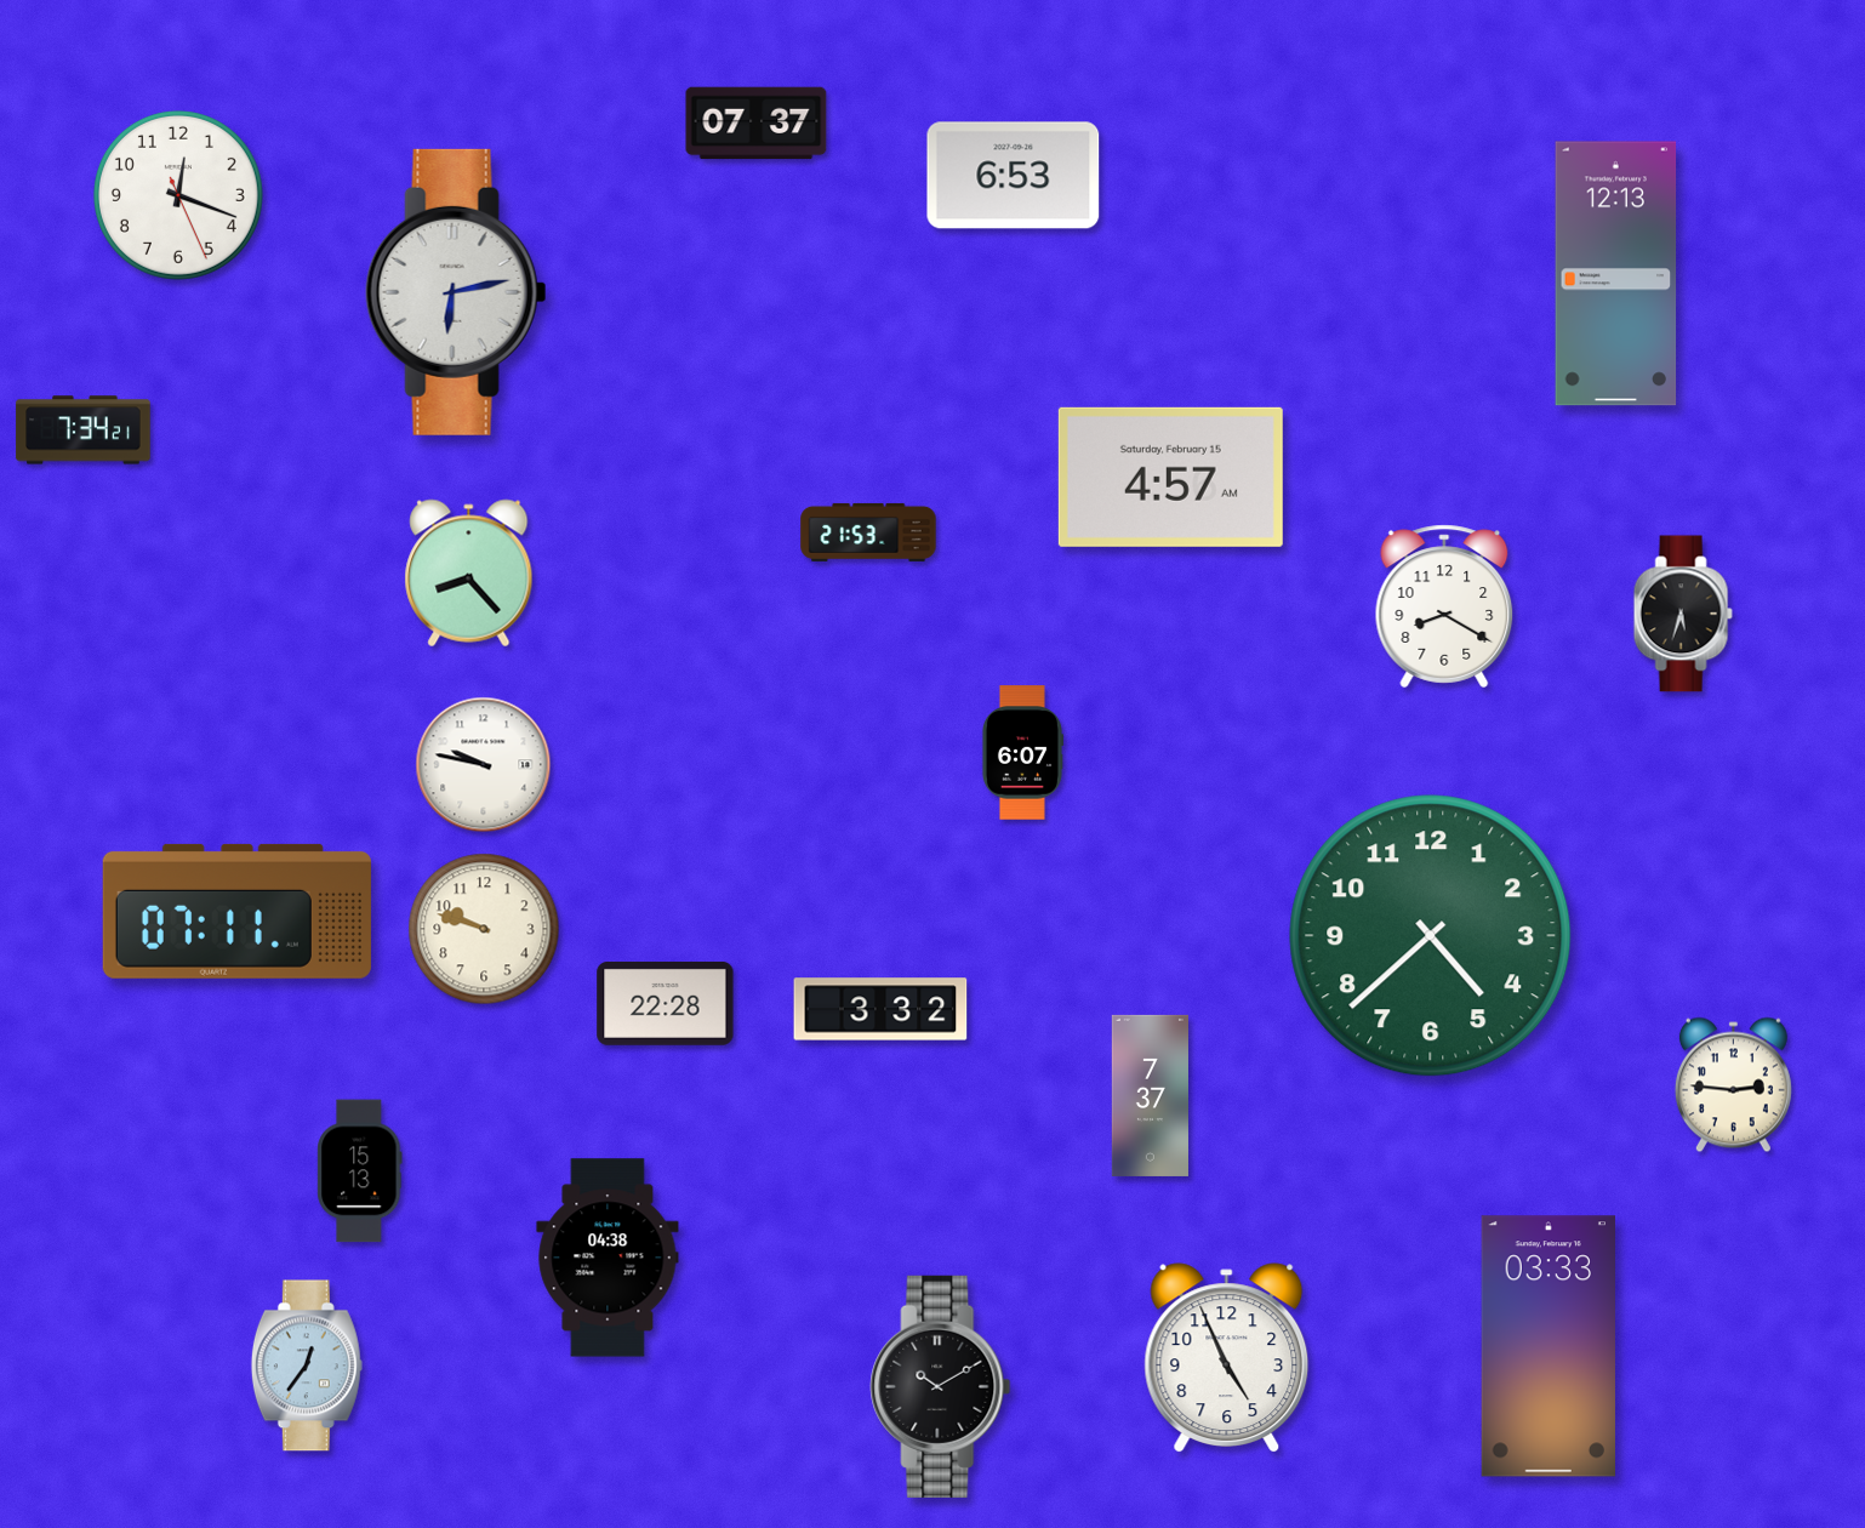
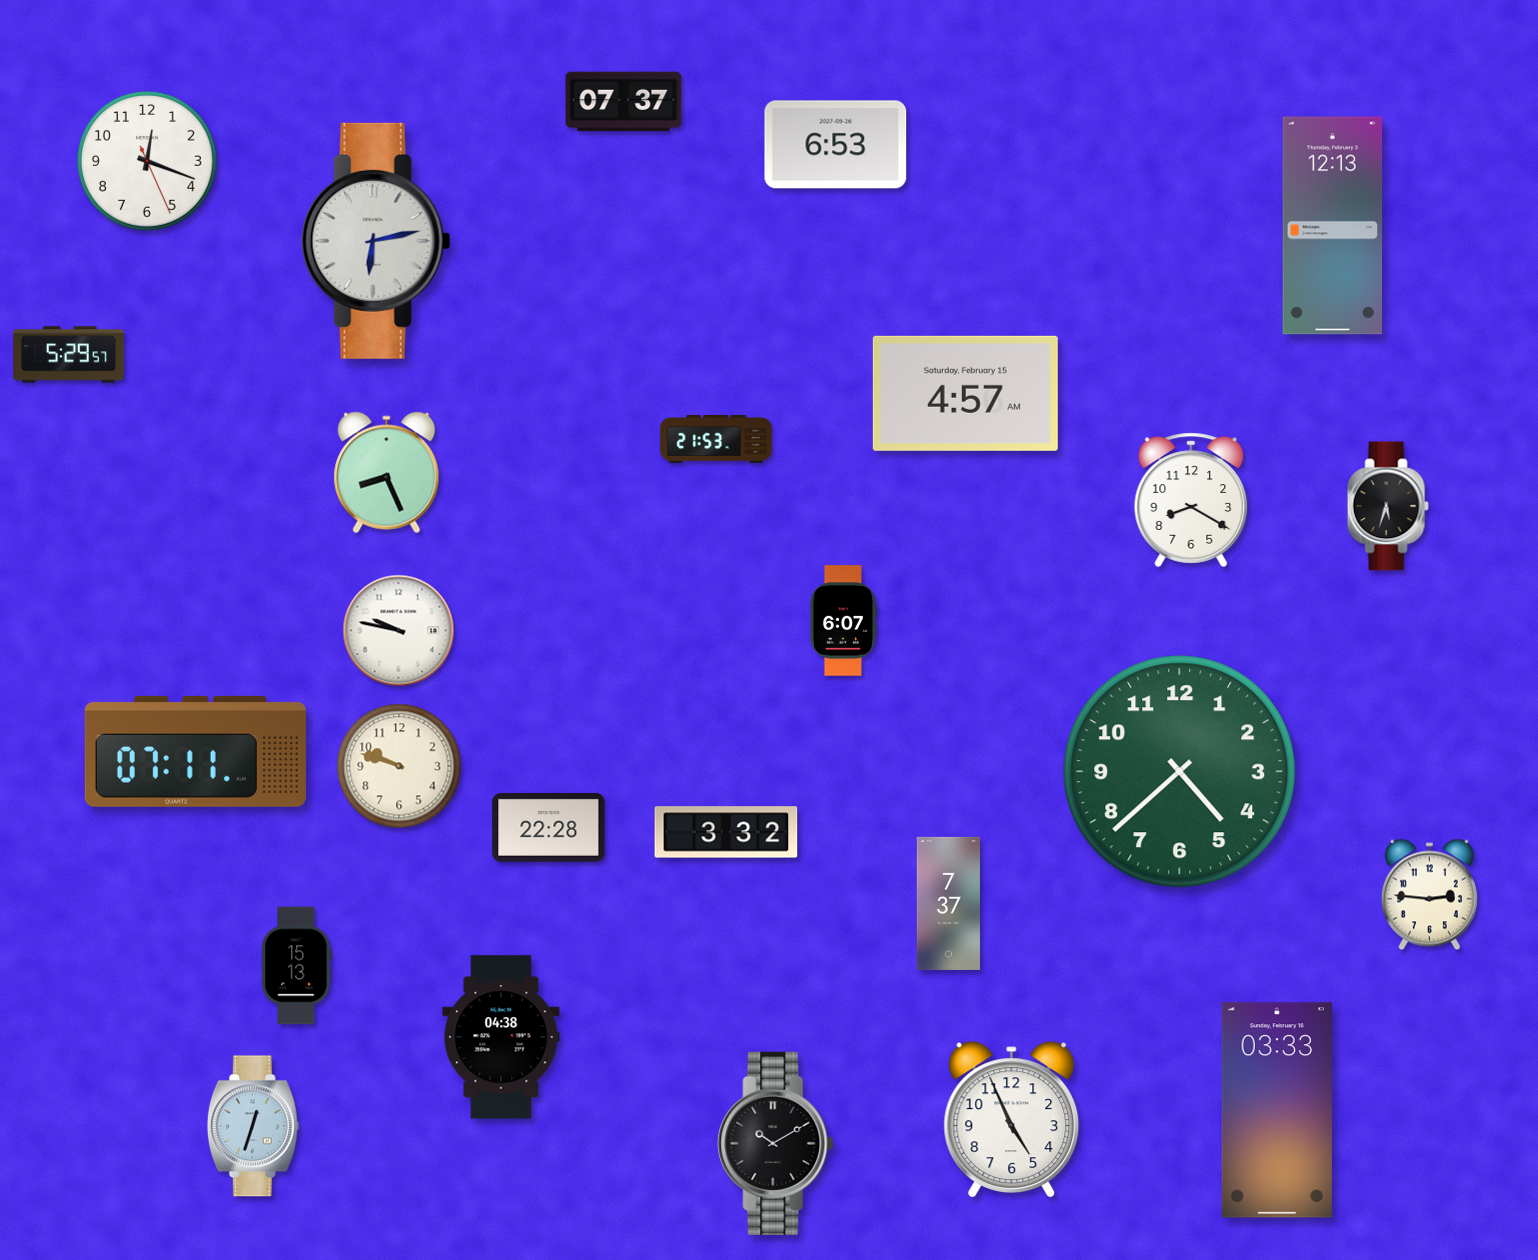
clock at (84, 431): 7:34 -> 5:29
clock at (469, 574): 8:23 -> 8:26
clock at (307, 1365): 12:36 -> 12:33
